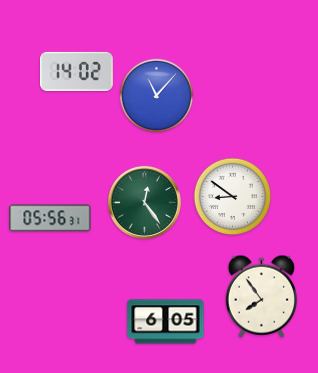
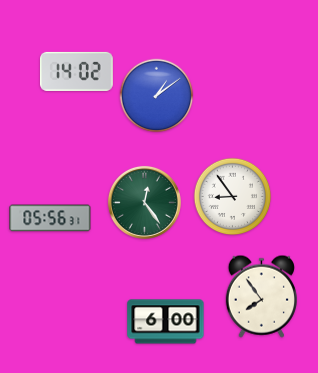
clock at (157, 96): 11:07 -> 1:09
clock at (233, 197): 8:51 -> 8:54
clock at (166, 322): 6:05 -> 6:00
